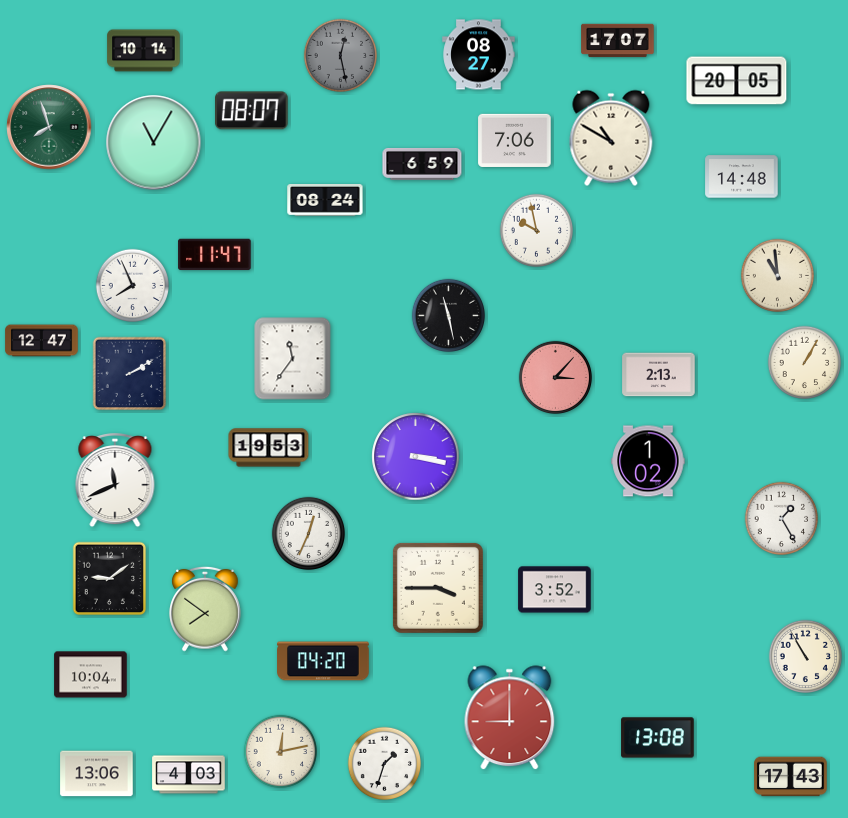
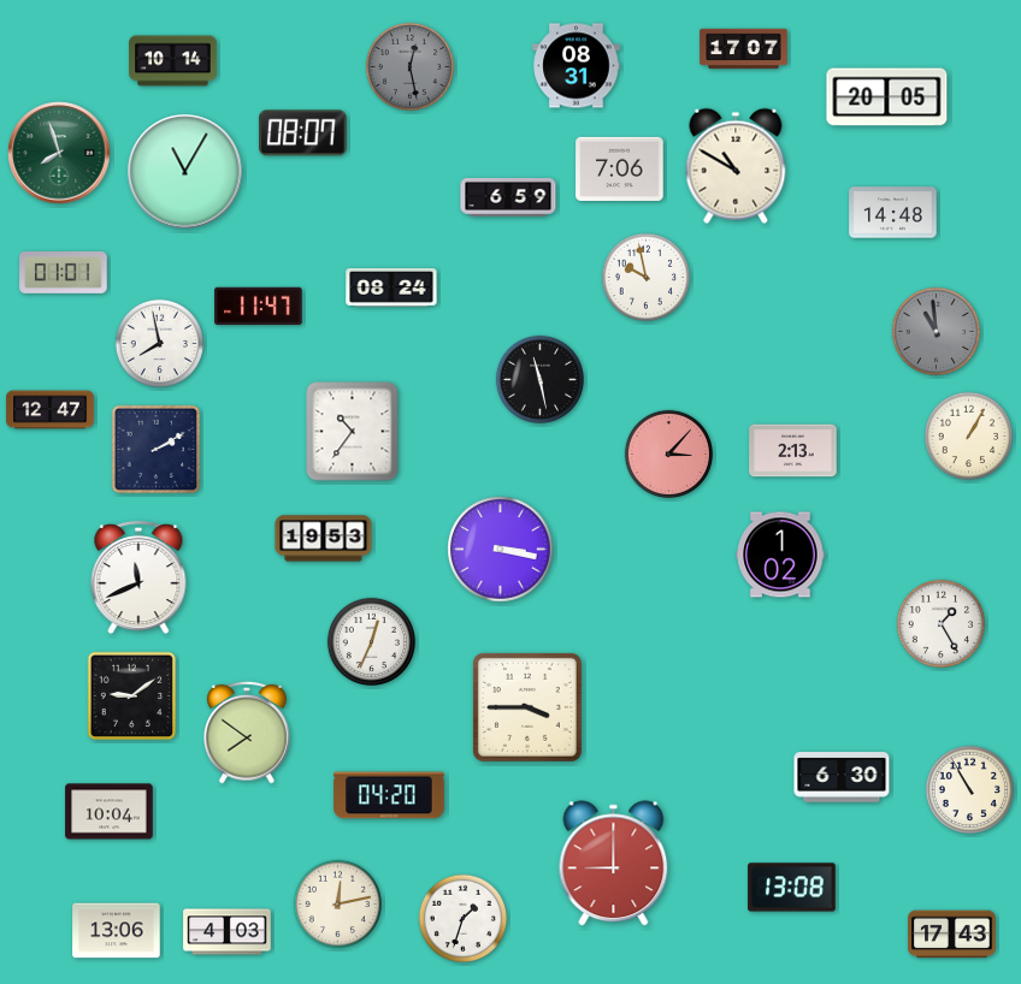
clock at (479, 55): 08:27 -> 08:31
clock at (325, 201) position: (325, 201) -> (391, 289)
clock at (64, 273): none -> 01:01
clock at (778, 276) dial: cream -> grey
clock at (133, 286): 7:56 -> 7:58
clock at (293, 359): 11:36 -> 10:36
clock at (555, 590): 3:52 -> none
clock at (842, 777): none -> 6:30
